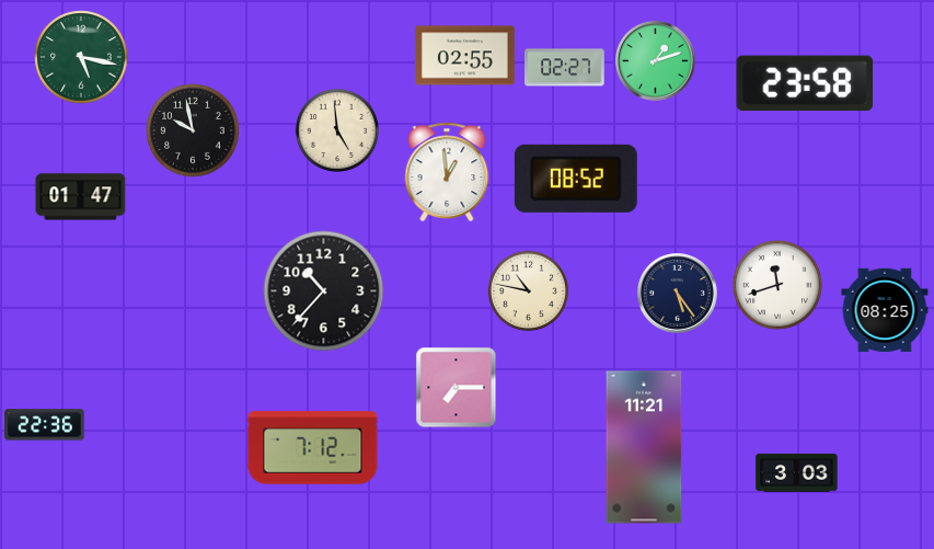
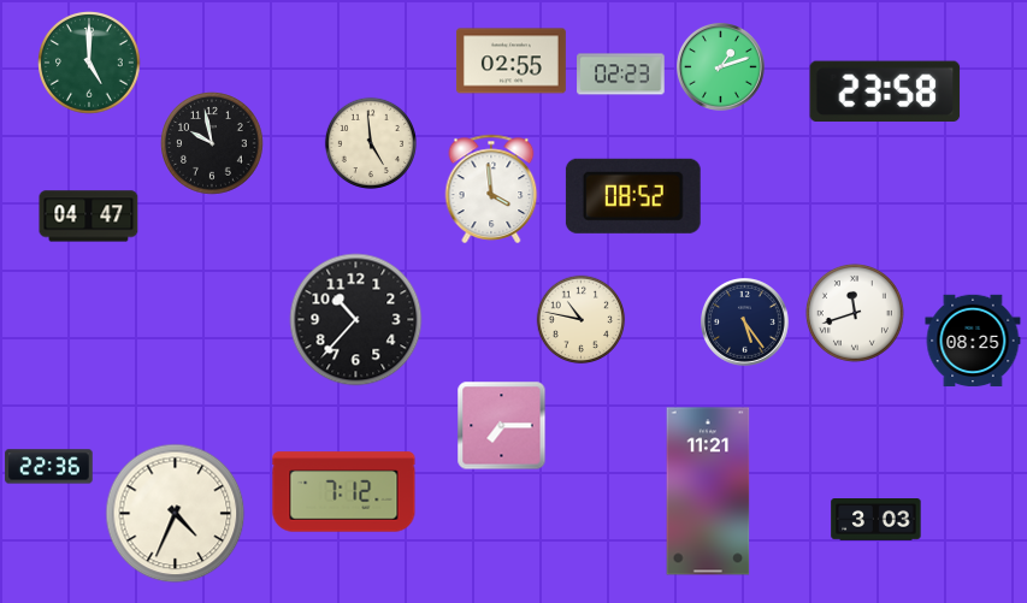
clock at (81, 57): 5:17 -> 5:00
clock at (565, 68): 02:27 -> 02:23
clock at (447, 172): 12:59 -> 3:59
clock at (81, 197): 01:47 -> 04:47
clock at (176, 514): none -> 4:34
